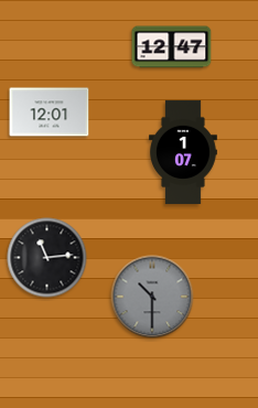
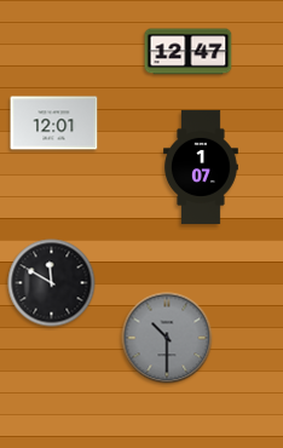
clock at (47, 258): 11:14 -> 11:50
clock at (152, 297) position: (152, 297) -> (167, 338)
